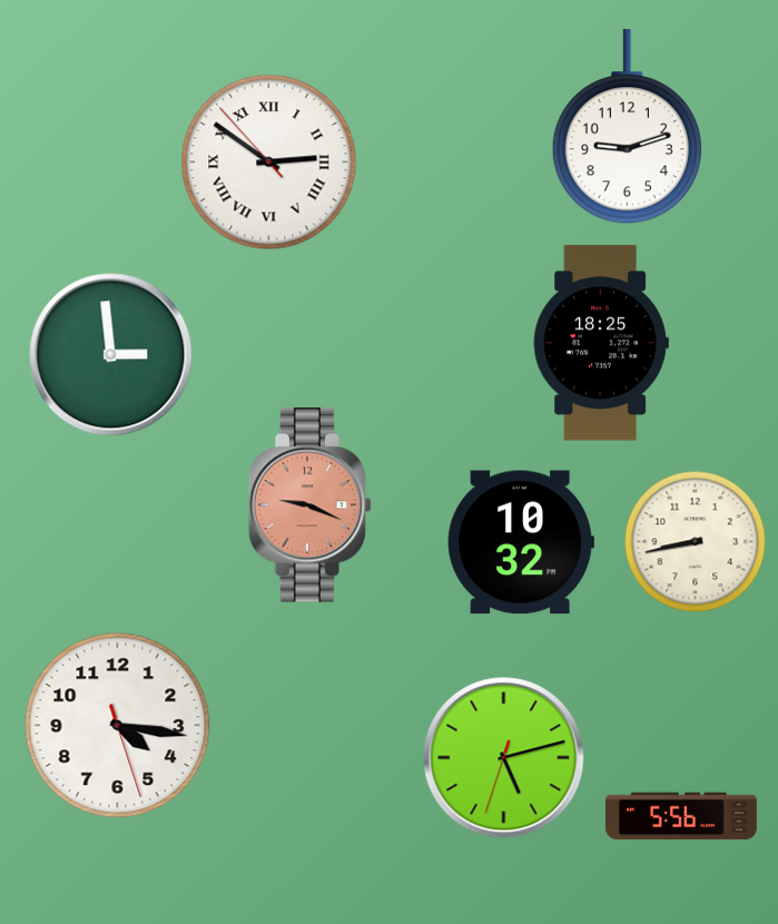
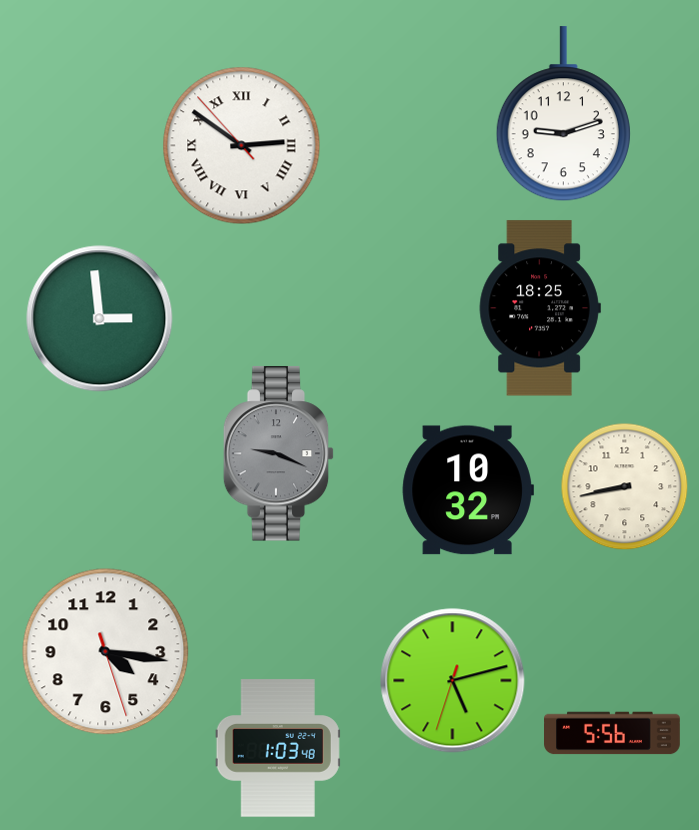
clock at (311, 505) dial: salmon -> grey
clock at (521, 542) position: (521, 542) -> (468, 490)
clock at (278, 748): none -> 1:03
